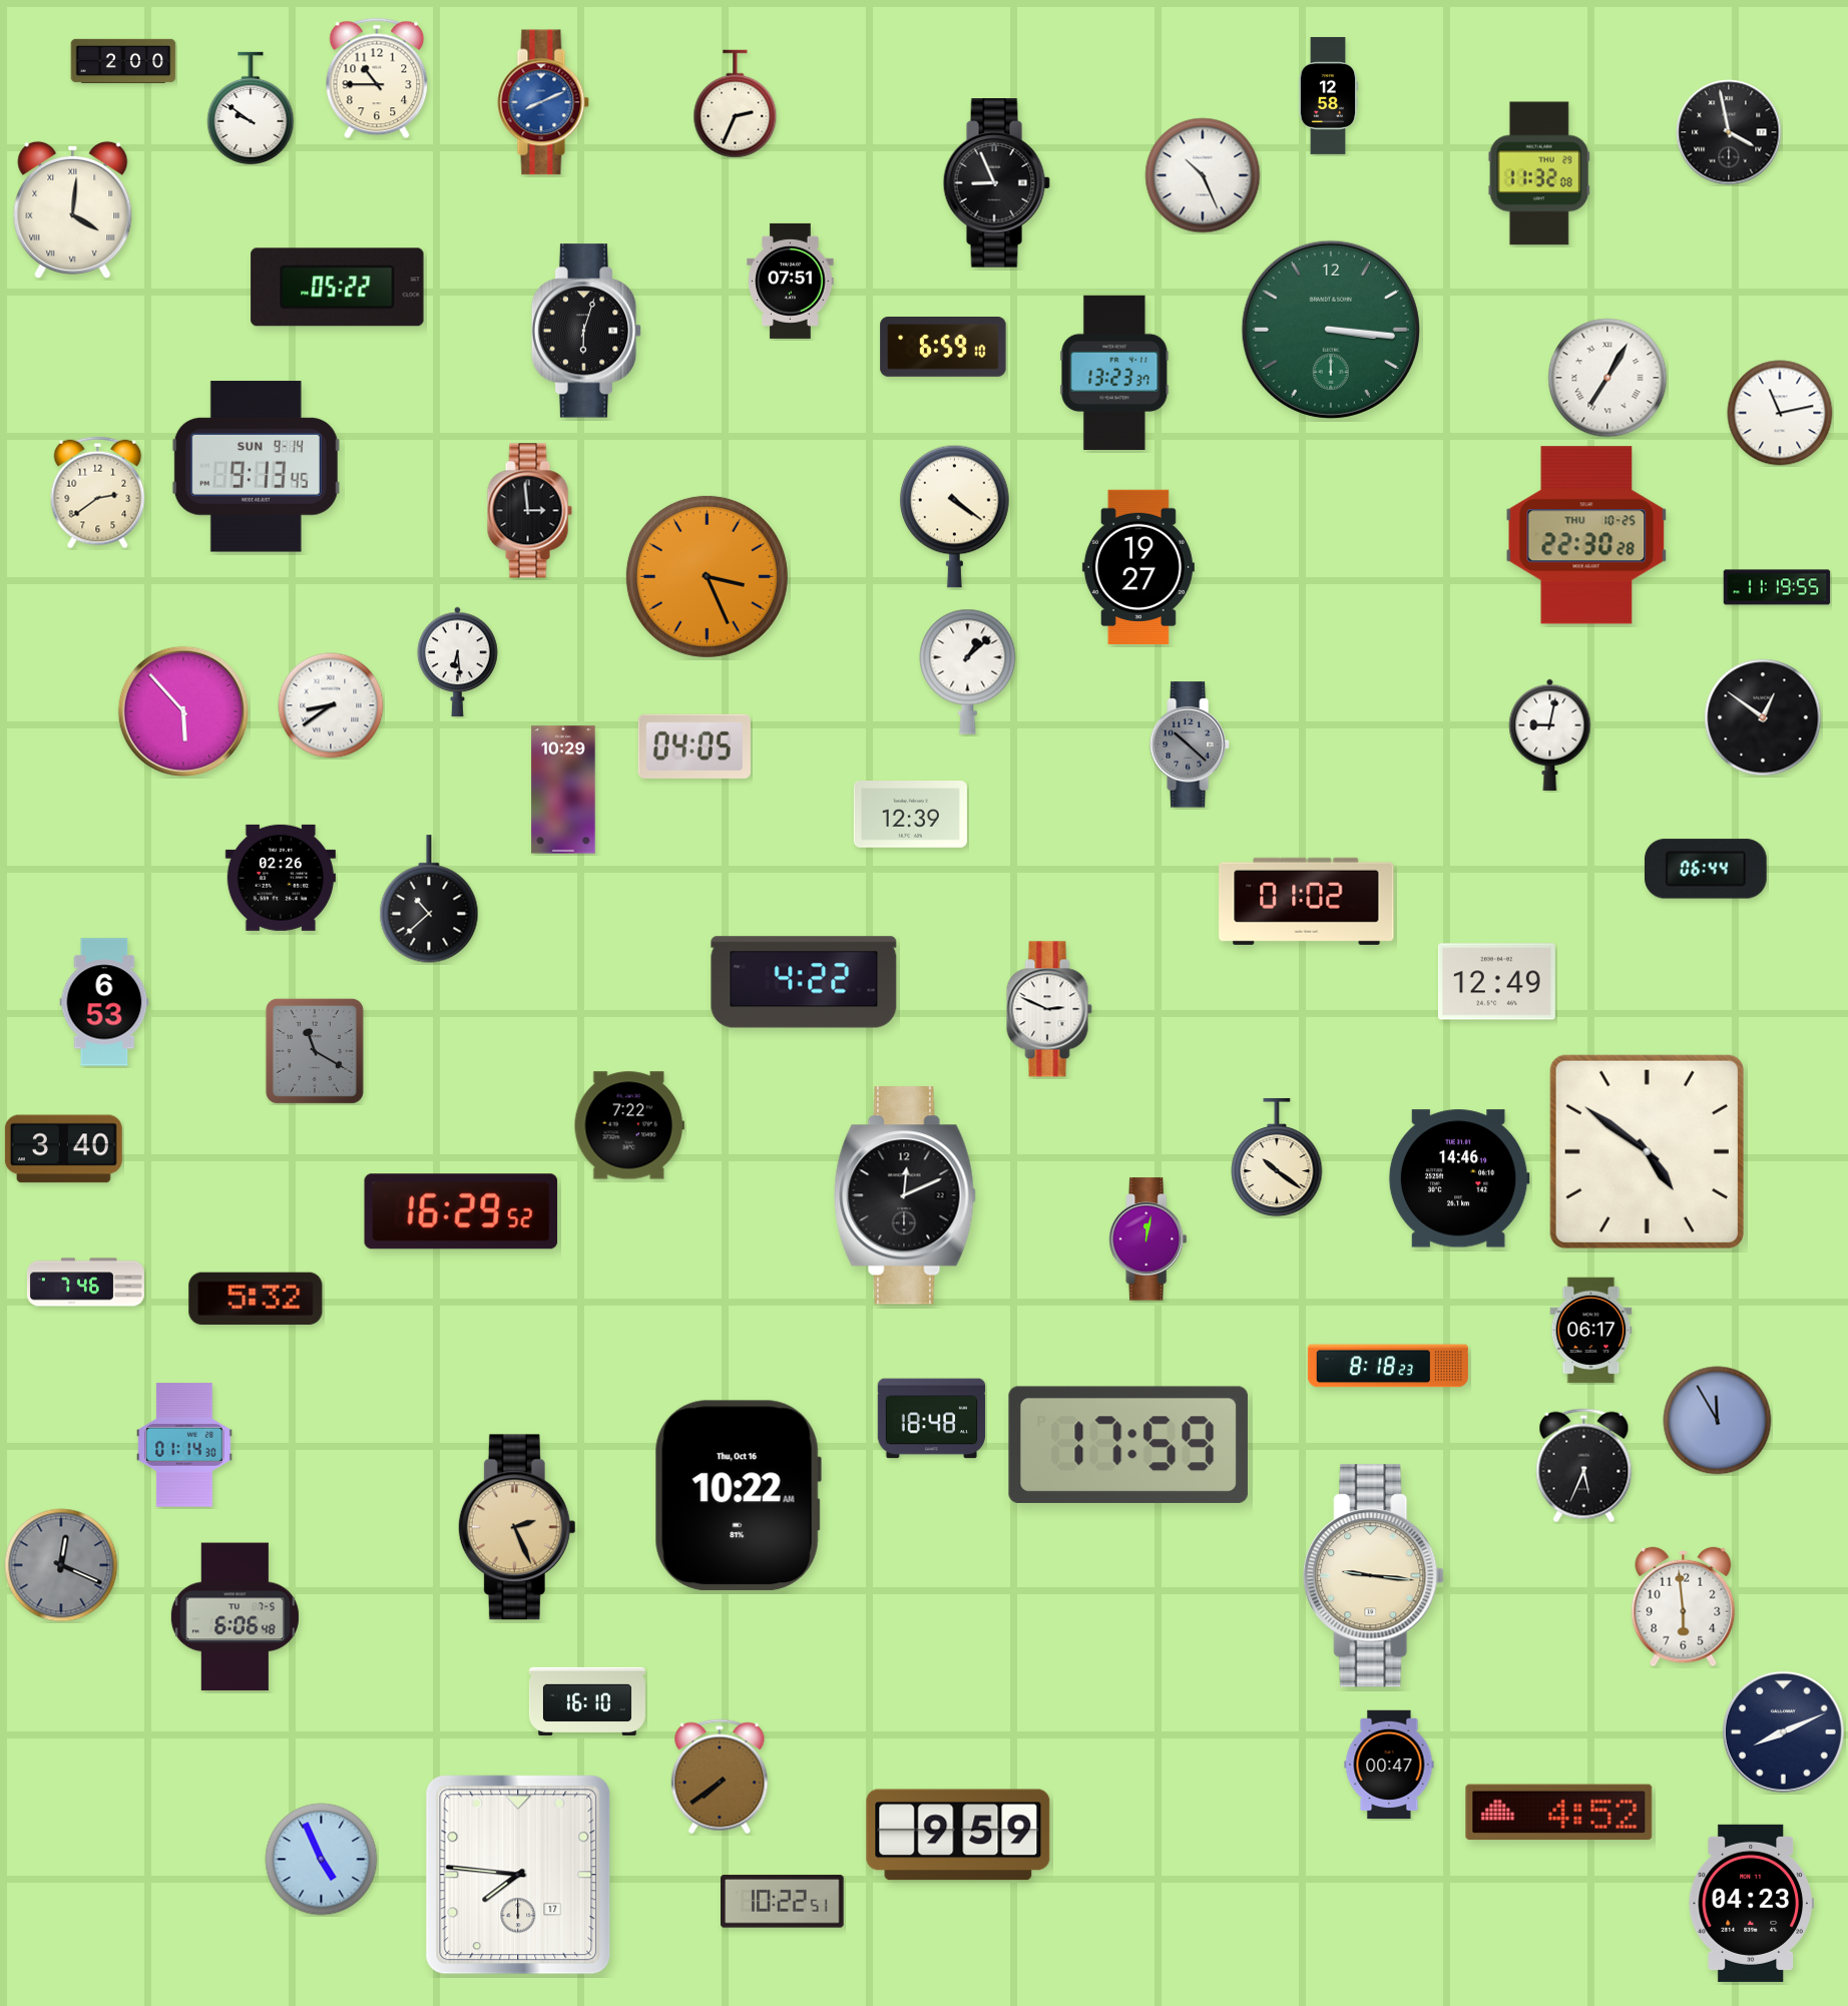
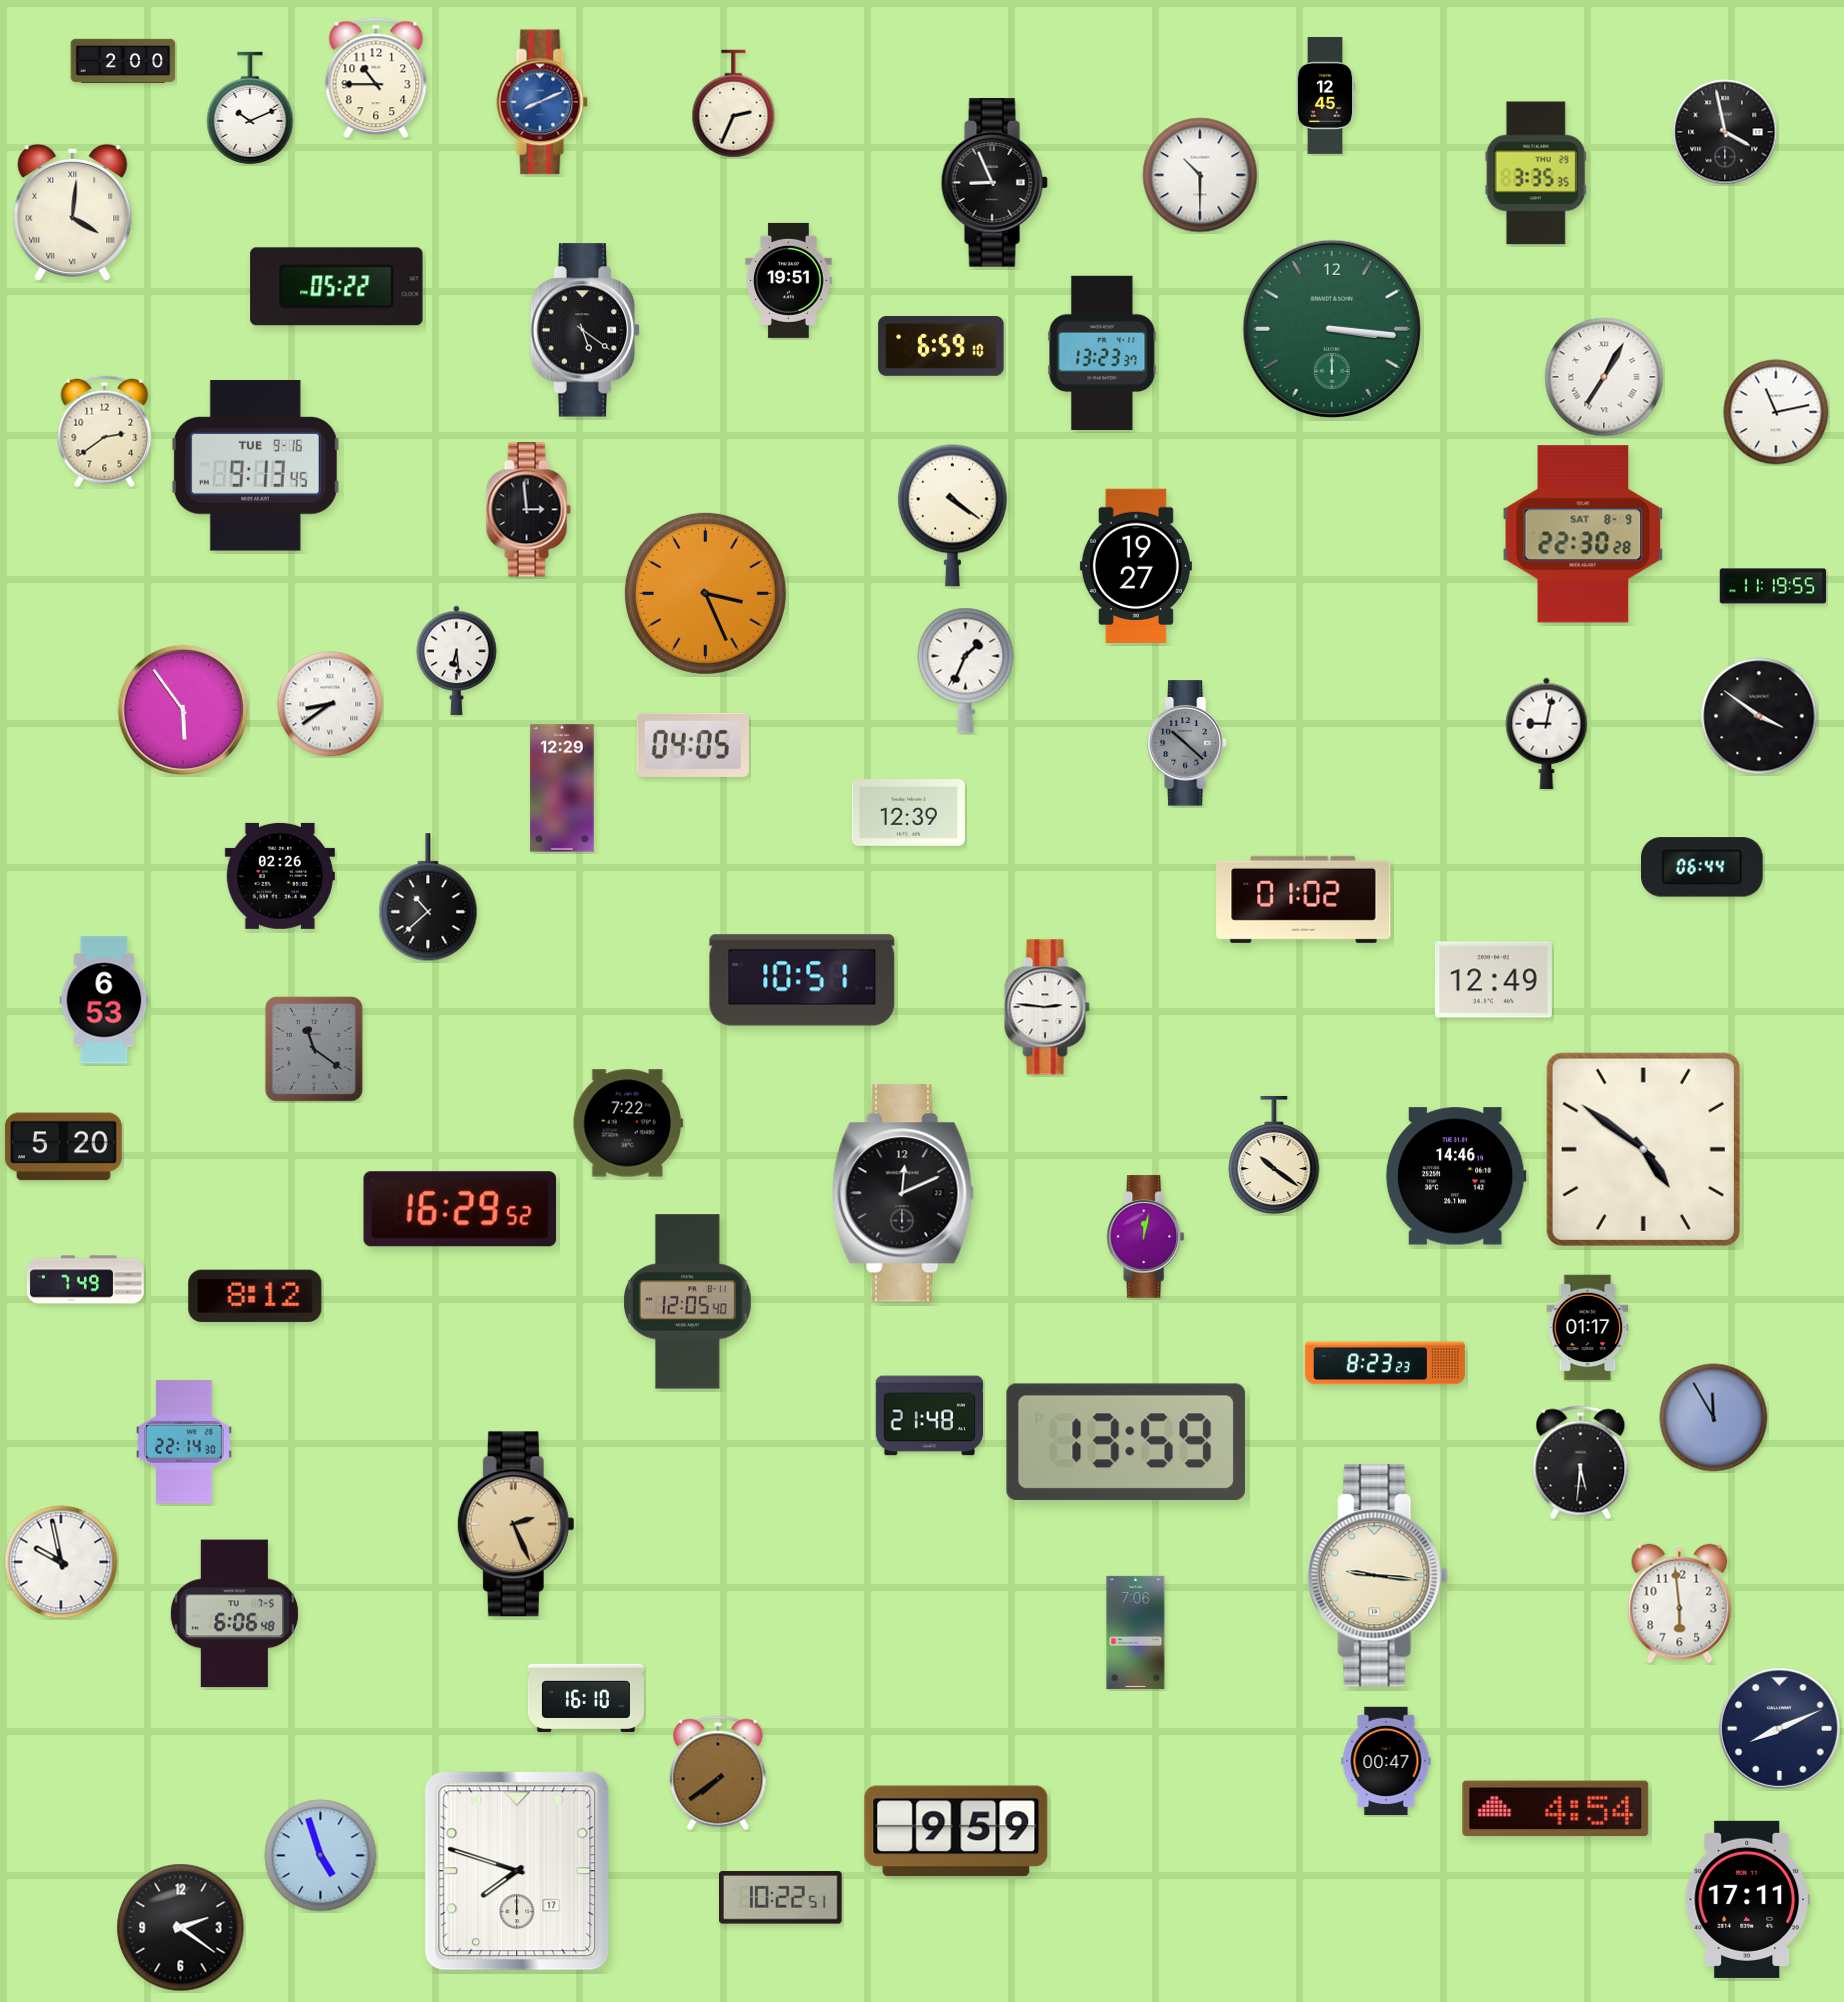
clock at (1328, 95): 12:58 -> 12:45
clock at (251, 108): 9:51 -> 10:11
clock at (1539, 173): 11:32 -> 3:35
clock at (1203, 175): 10:26 -> 10:30
clock at (73, 209) position: (73, 209) -> (73, 212)
clock at (791, 281): 07:51 -> 19:51
clock at (1331, 330) position: (1331, 330) -> (1332, 329)
clock at (586, 331): 6:03 -> 5:21
clock at (1114, 372) position: (1114, 372) -> (1102, 352)
clock at (256, 467) date: SUN 9-14 -> TUE 9-16
clock at (98, 493) position: (98, 493) -> (105, 432)
clock at (1586, 535) date: THU 10-25 -> SAT 8-9
clock at (707, 576) position: (707, 576) -> (705, 593)
clock at (968, 671): 1:08 -> 1:34
clock at (182, 710): 5:53 -> 5:54
clock at (1763, 717): 12:51 -> 3:51
clock at (563, 790): 10:29 -> 12:29
clock at (804, 982): 4:22 -> 10:51
clock at (1049, 1009): 2:49 -> 2:46
clock at (315, 1051): 11:20 -> 11:21
clock at (63, 1149): 3:40 -> 5:20
clock at (85, 1283): 7:46 -> 7:49
clock at (256, 1299): 5:32 -> 8:12
clock at (688, 1302): none -> 12:05
clock at (1591, 1331): 06:17 -> 01:17
clock at (1388, 1366): 8:18 -> 8:23
clock at (932, 1419): 18:48 -> 21:48
clock at (184, 1445): 01:14 -> 22:14
clock at (1128, 1445): 17:59 -> 13:59
clock at (1584, 1466): 5:34 -> 5:31
clock at (738, 1496): 10:22 -> none
clock at (61, 1565): 12:19 -> 9:58
clock at (61, 1565) dial: grey -> white
clock at (1374, 1576) position: (1374, 1576) -> (1378, 1576)
clock at (1136, 1632): none -> 7:06
clock at (1559, 1813): 4:52 -> 4:54
clock at (322, 1860): 4:56 -> 4:57
clock at (518, 1875): 7:46 -> 7:48
clock at (1751, 1903): 04:23 -> 17:11
clock at (181, 1928): none -> 2:21
